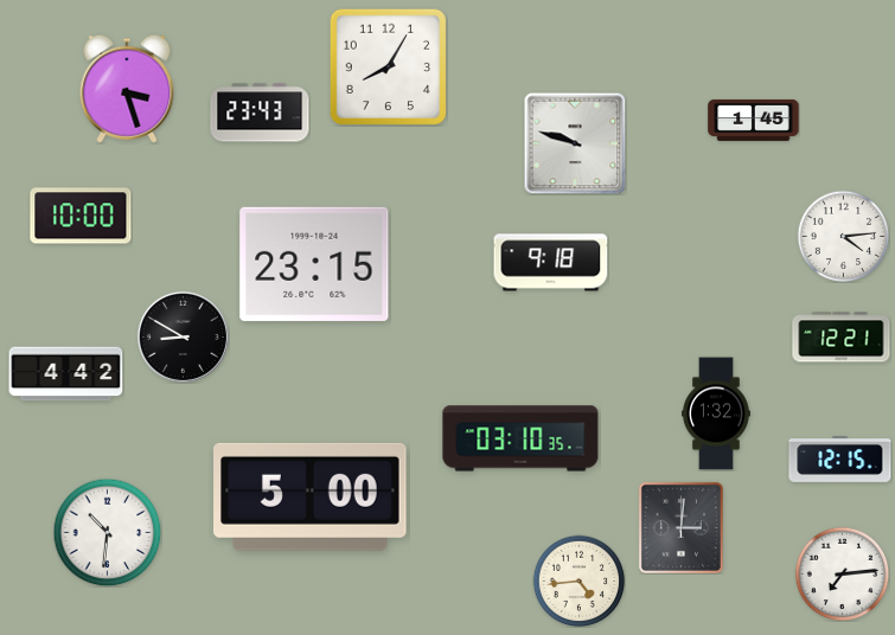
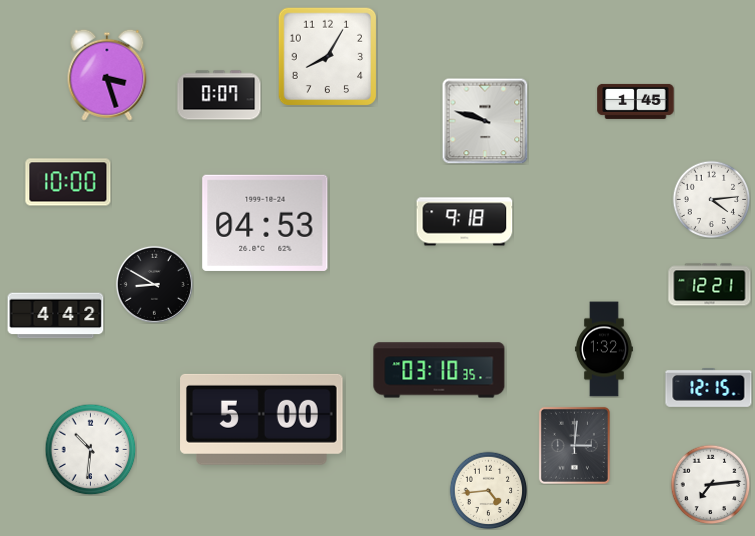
clock at (260, 113): 23:43 -> 0:07
clock at (314, 264): 23:15 -> 04:53
